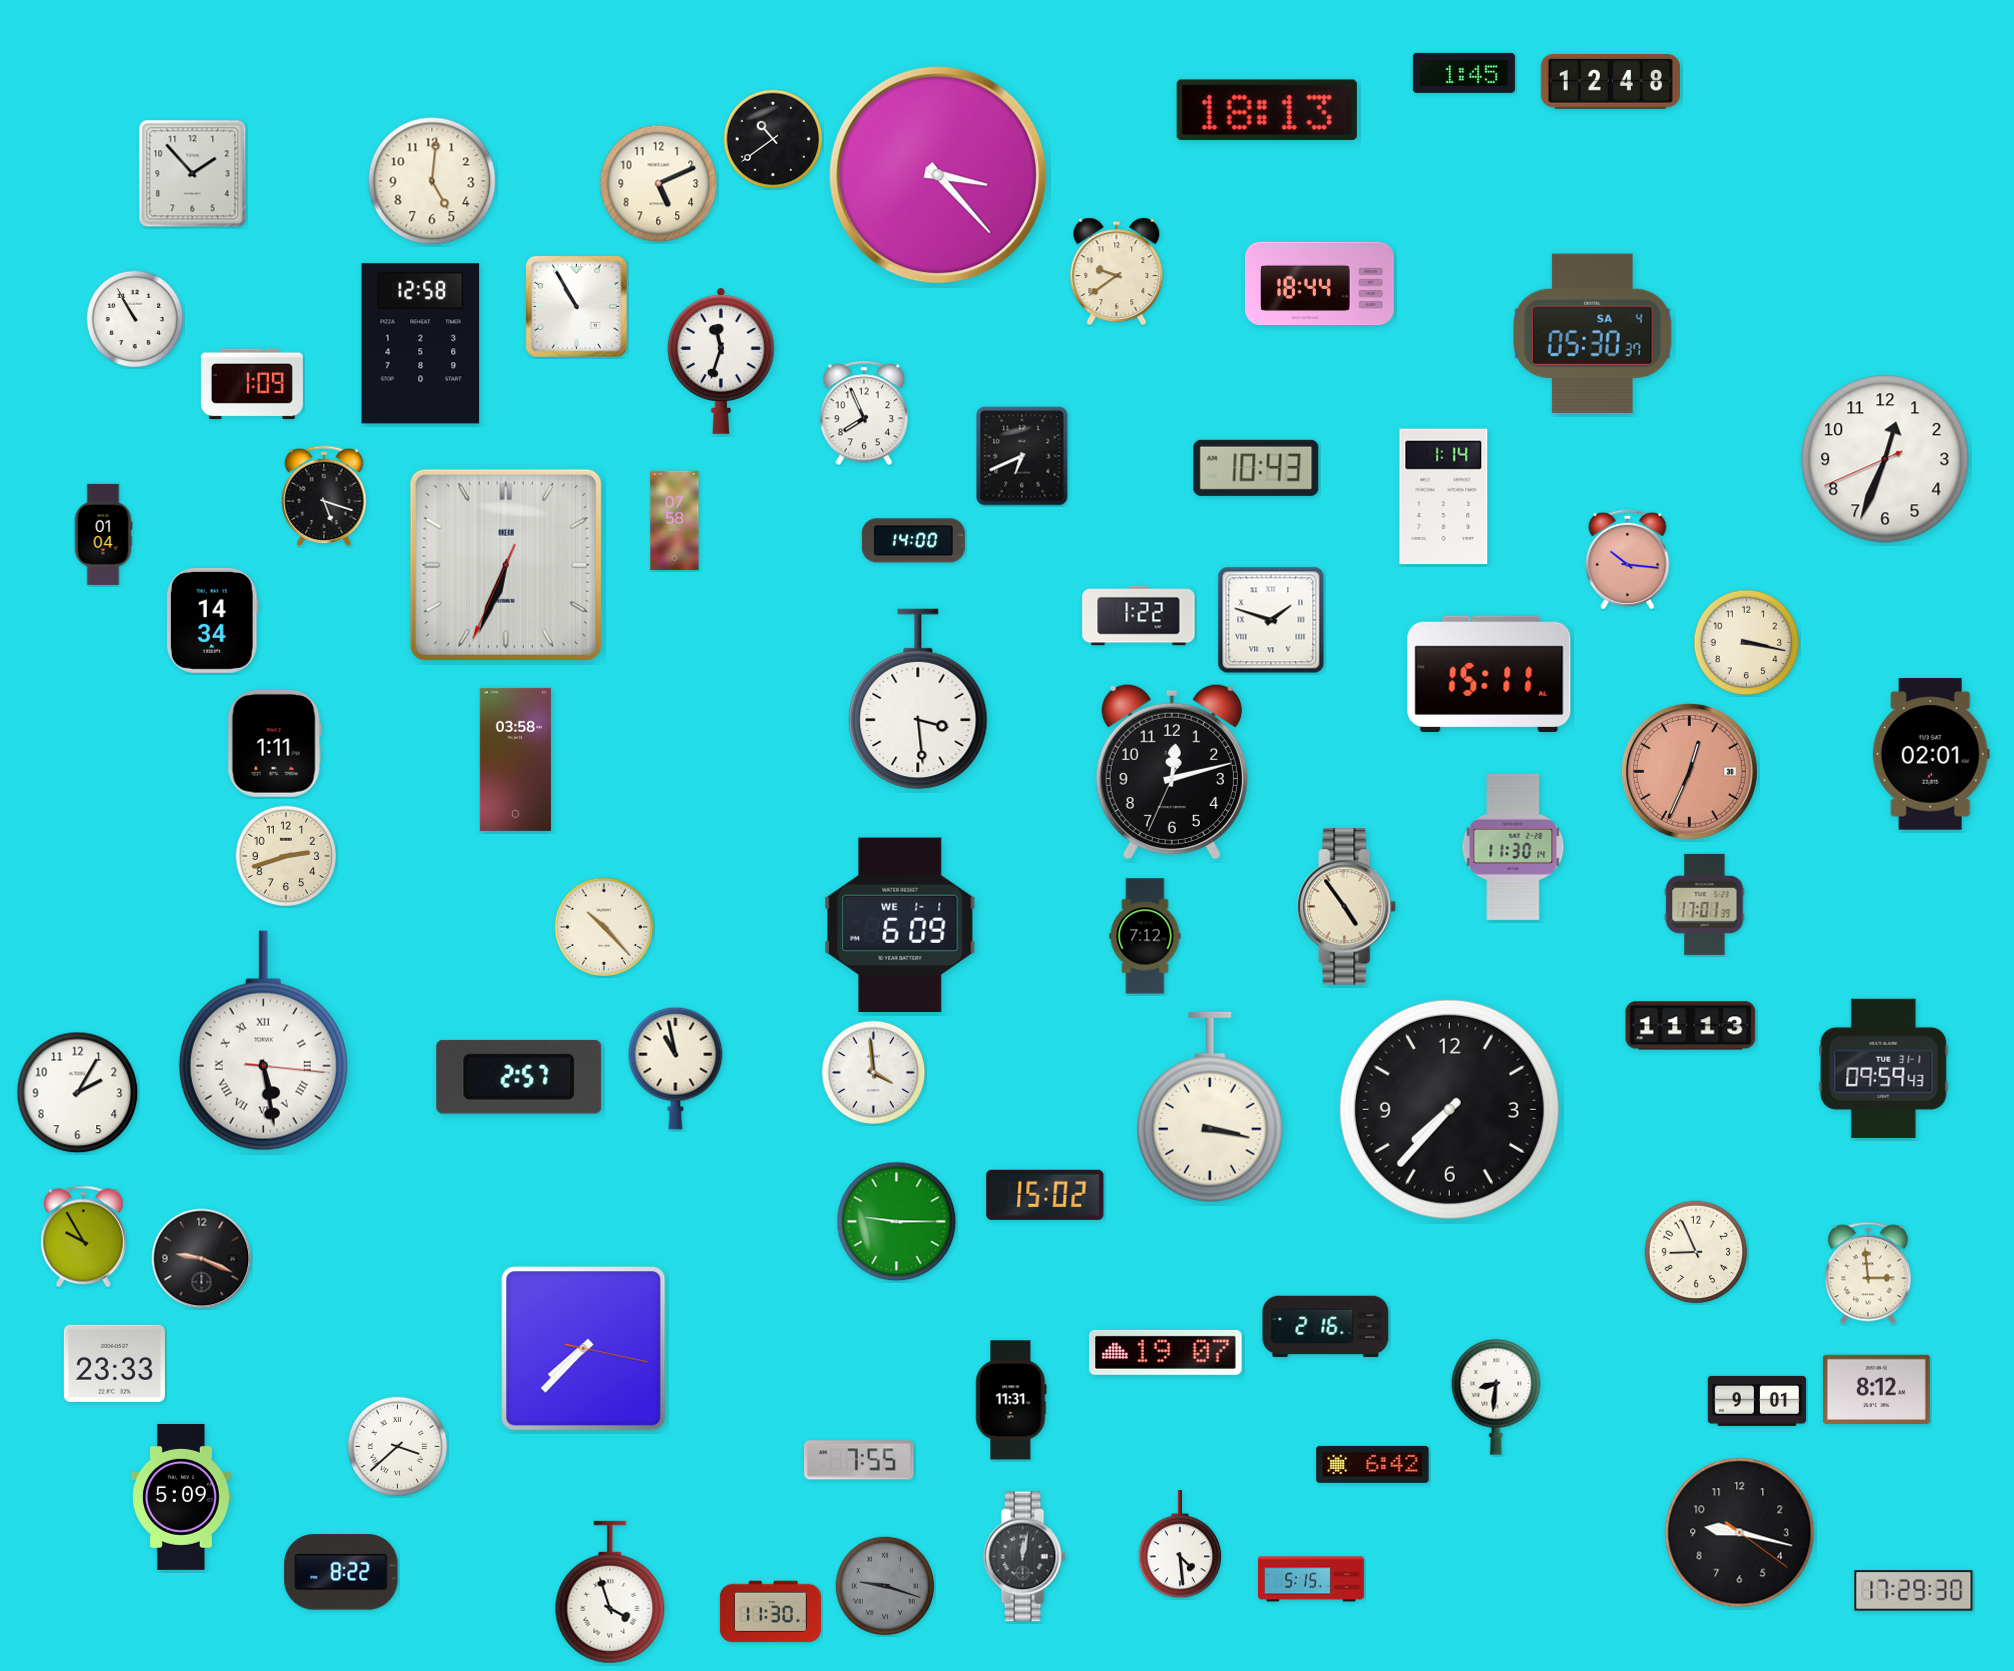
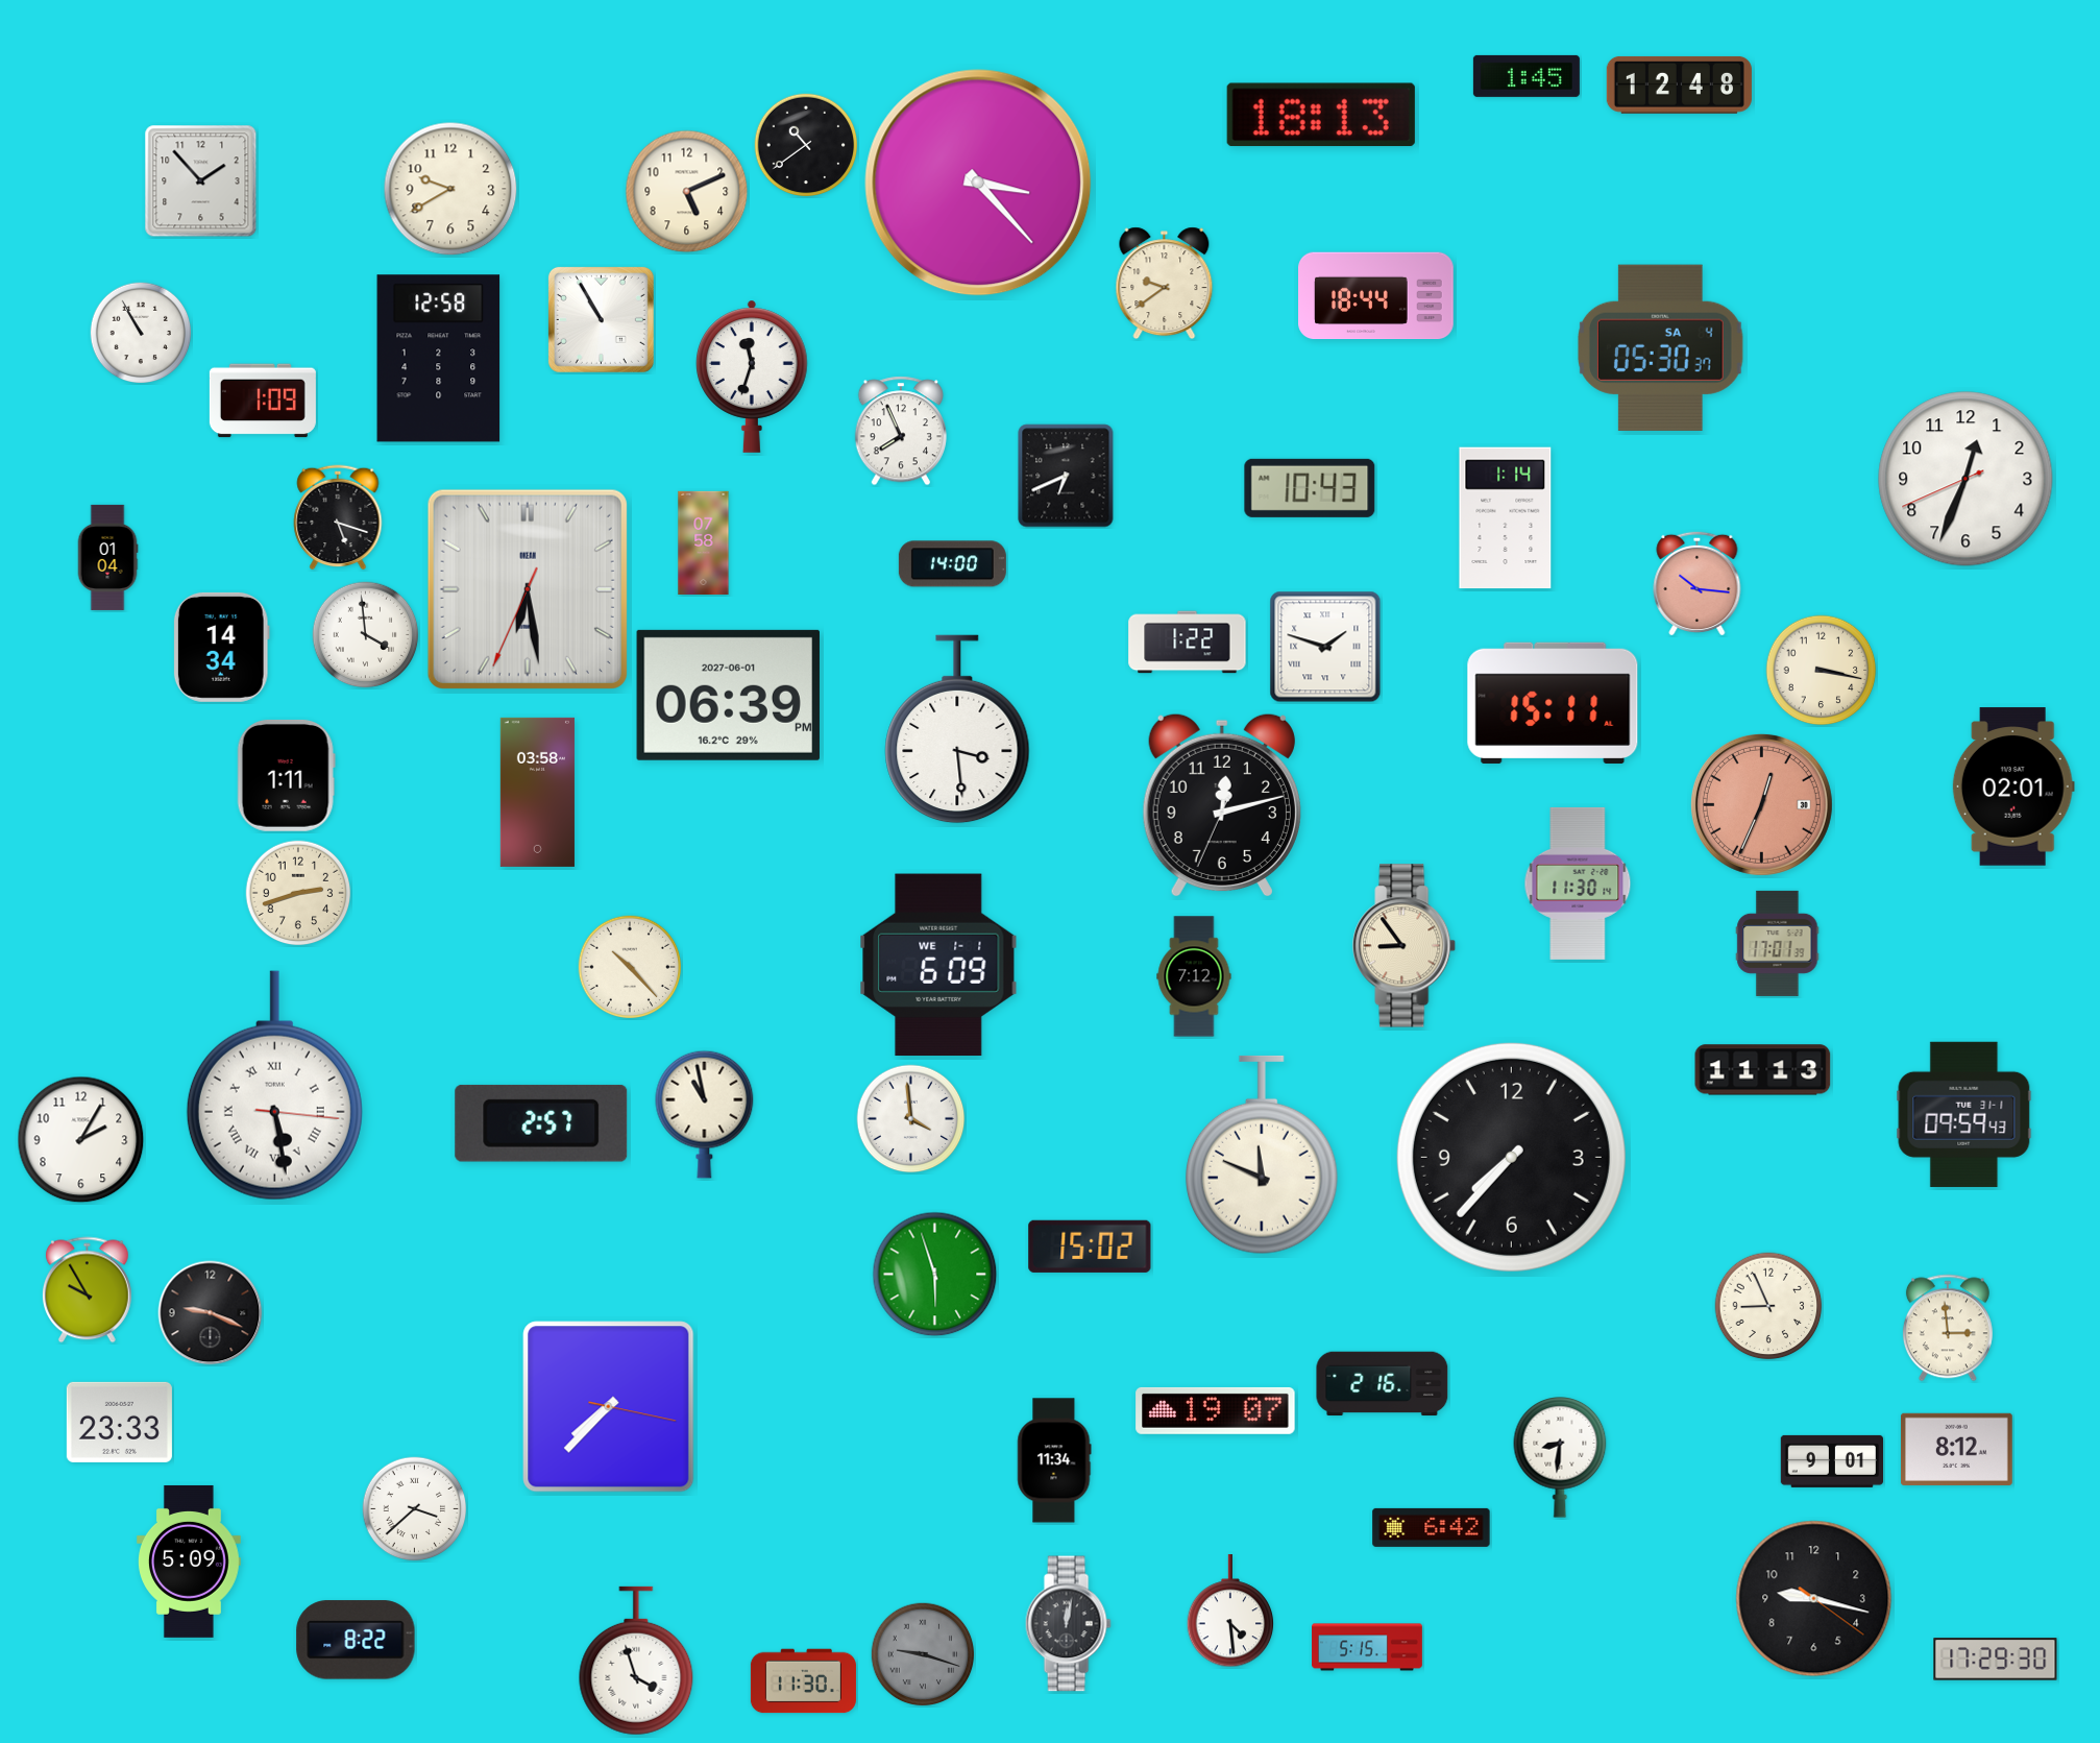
clock at (432, 181): 5:01 -> 9:40
clock at (506, 565): 6:33 -> 6:28
clock at (366, 635): none -> 3:59
clock at (728, 695): none -> 06:39
clock at (1347, 907): 4:54 -> 8:54
clock at (1210, 1107): 3:17 -> 11:49
clock at (897, 1222): 9:15 -> 5:57
clock at (1011, 1400): 11:31 -> 11:34
clock at (860, 1460): 7:55 -> none
